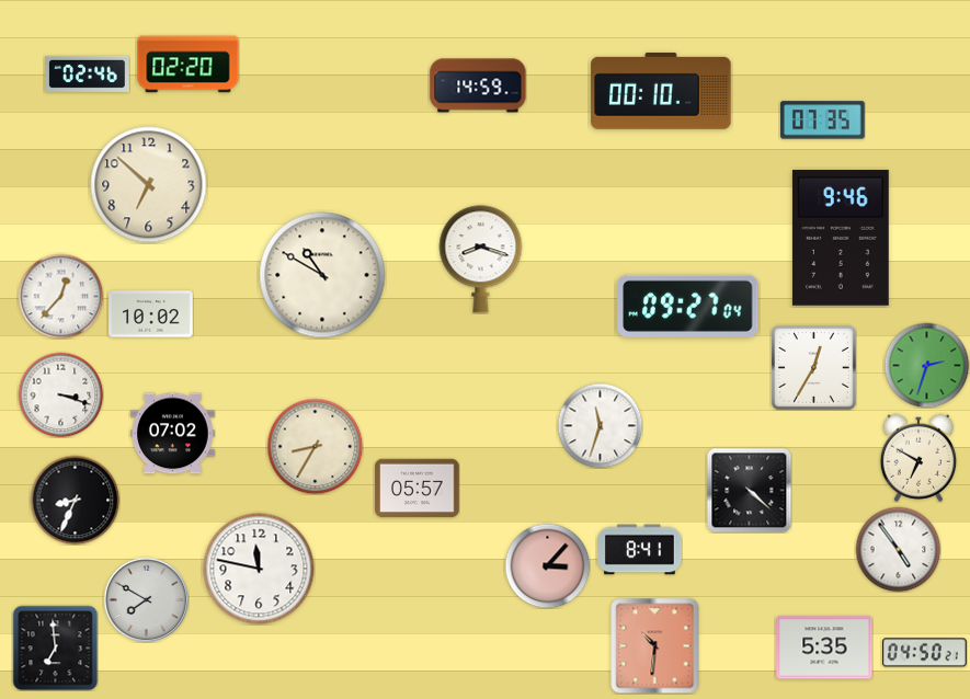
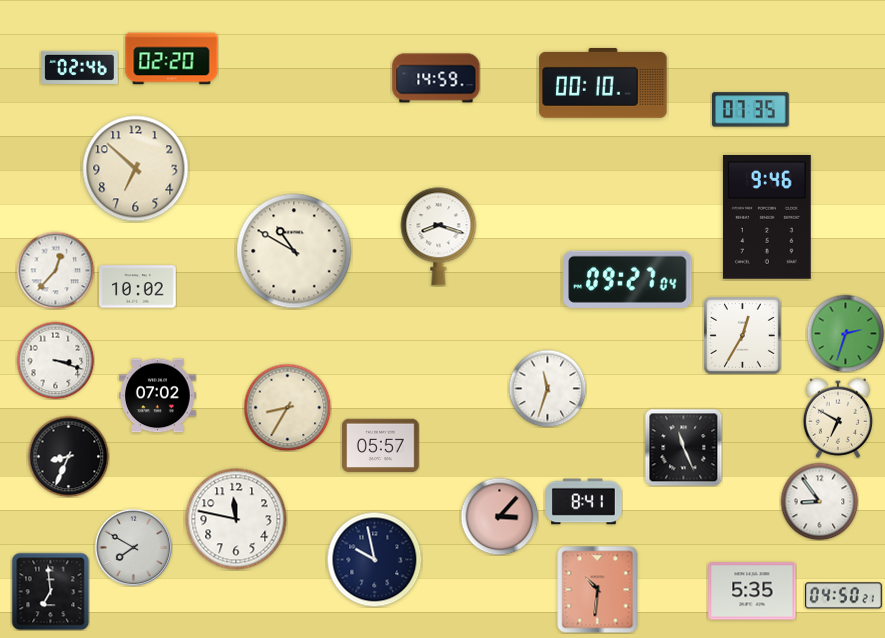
clock at (749, 490): 4:22 -> 11:26
clock at (898, 549): 4:54 -> 8:54
clock at (374, 559): none -> 9:58
